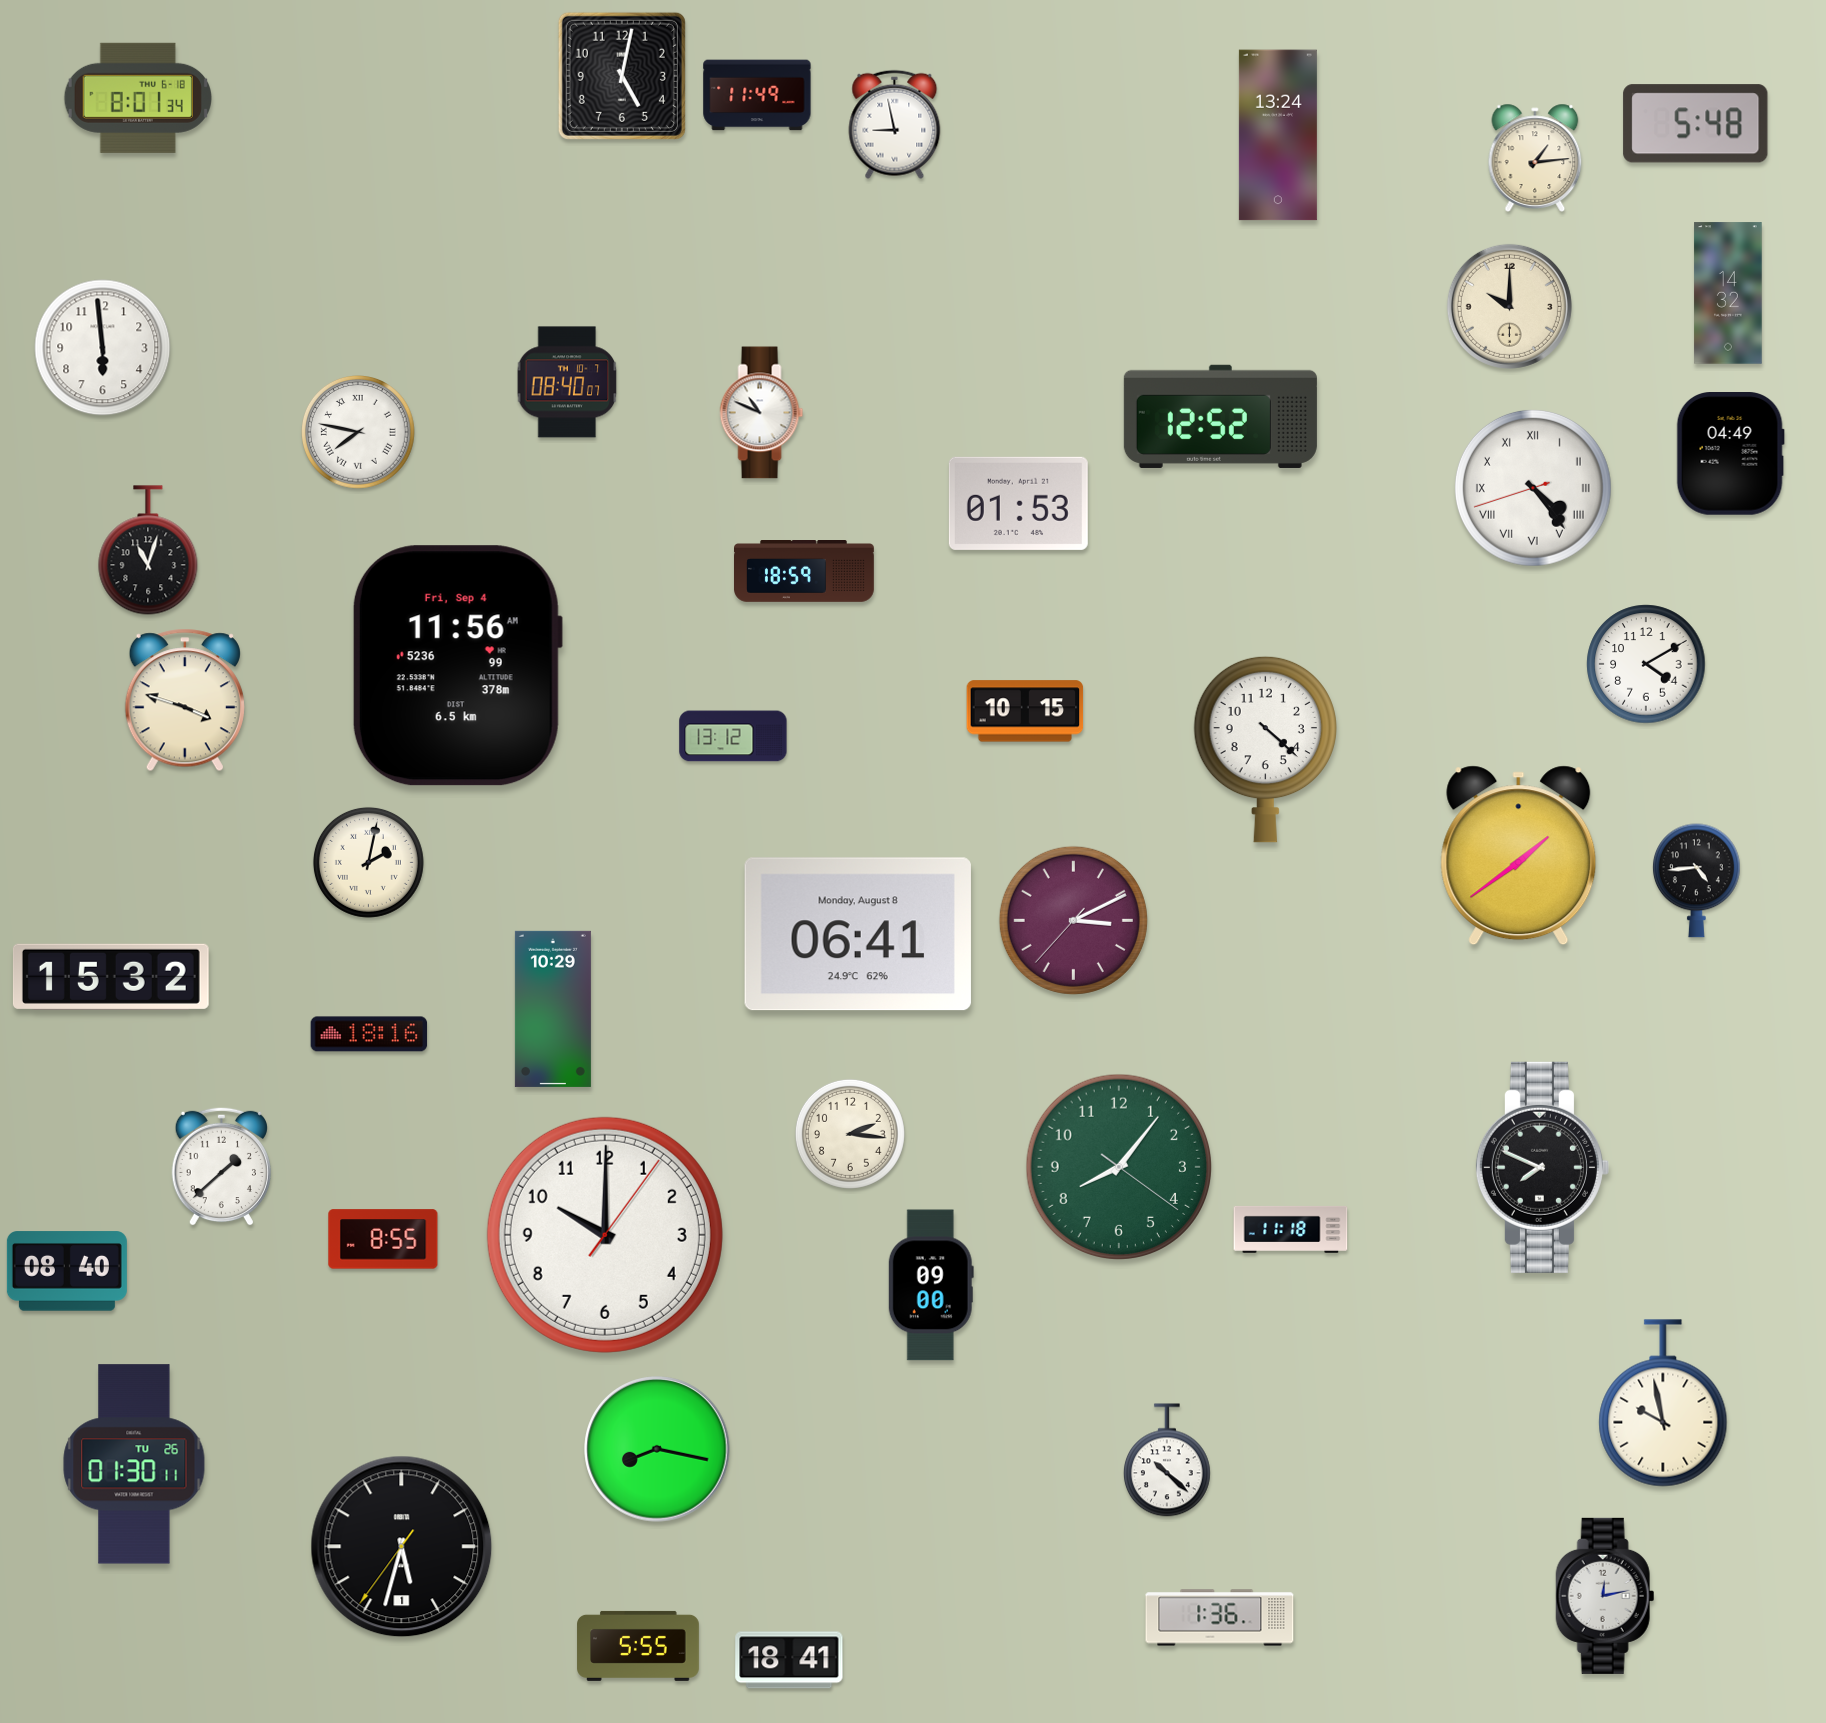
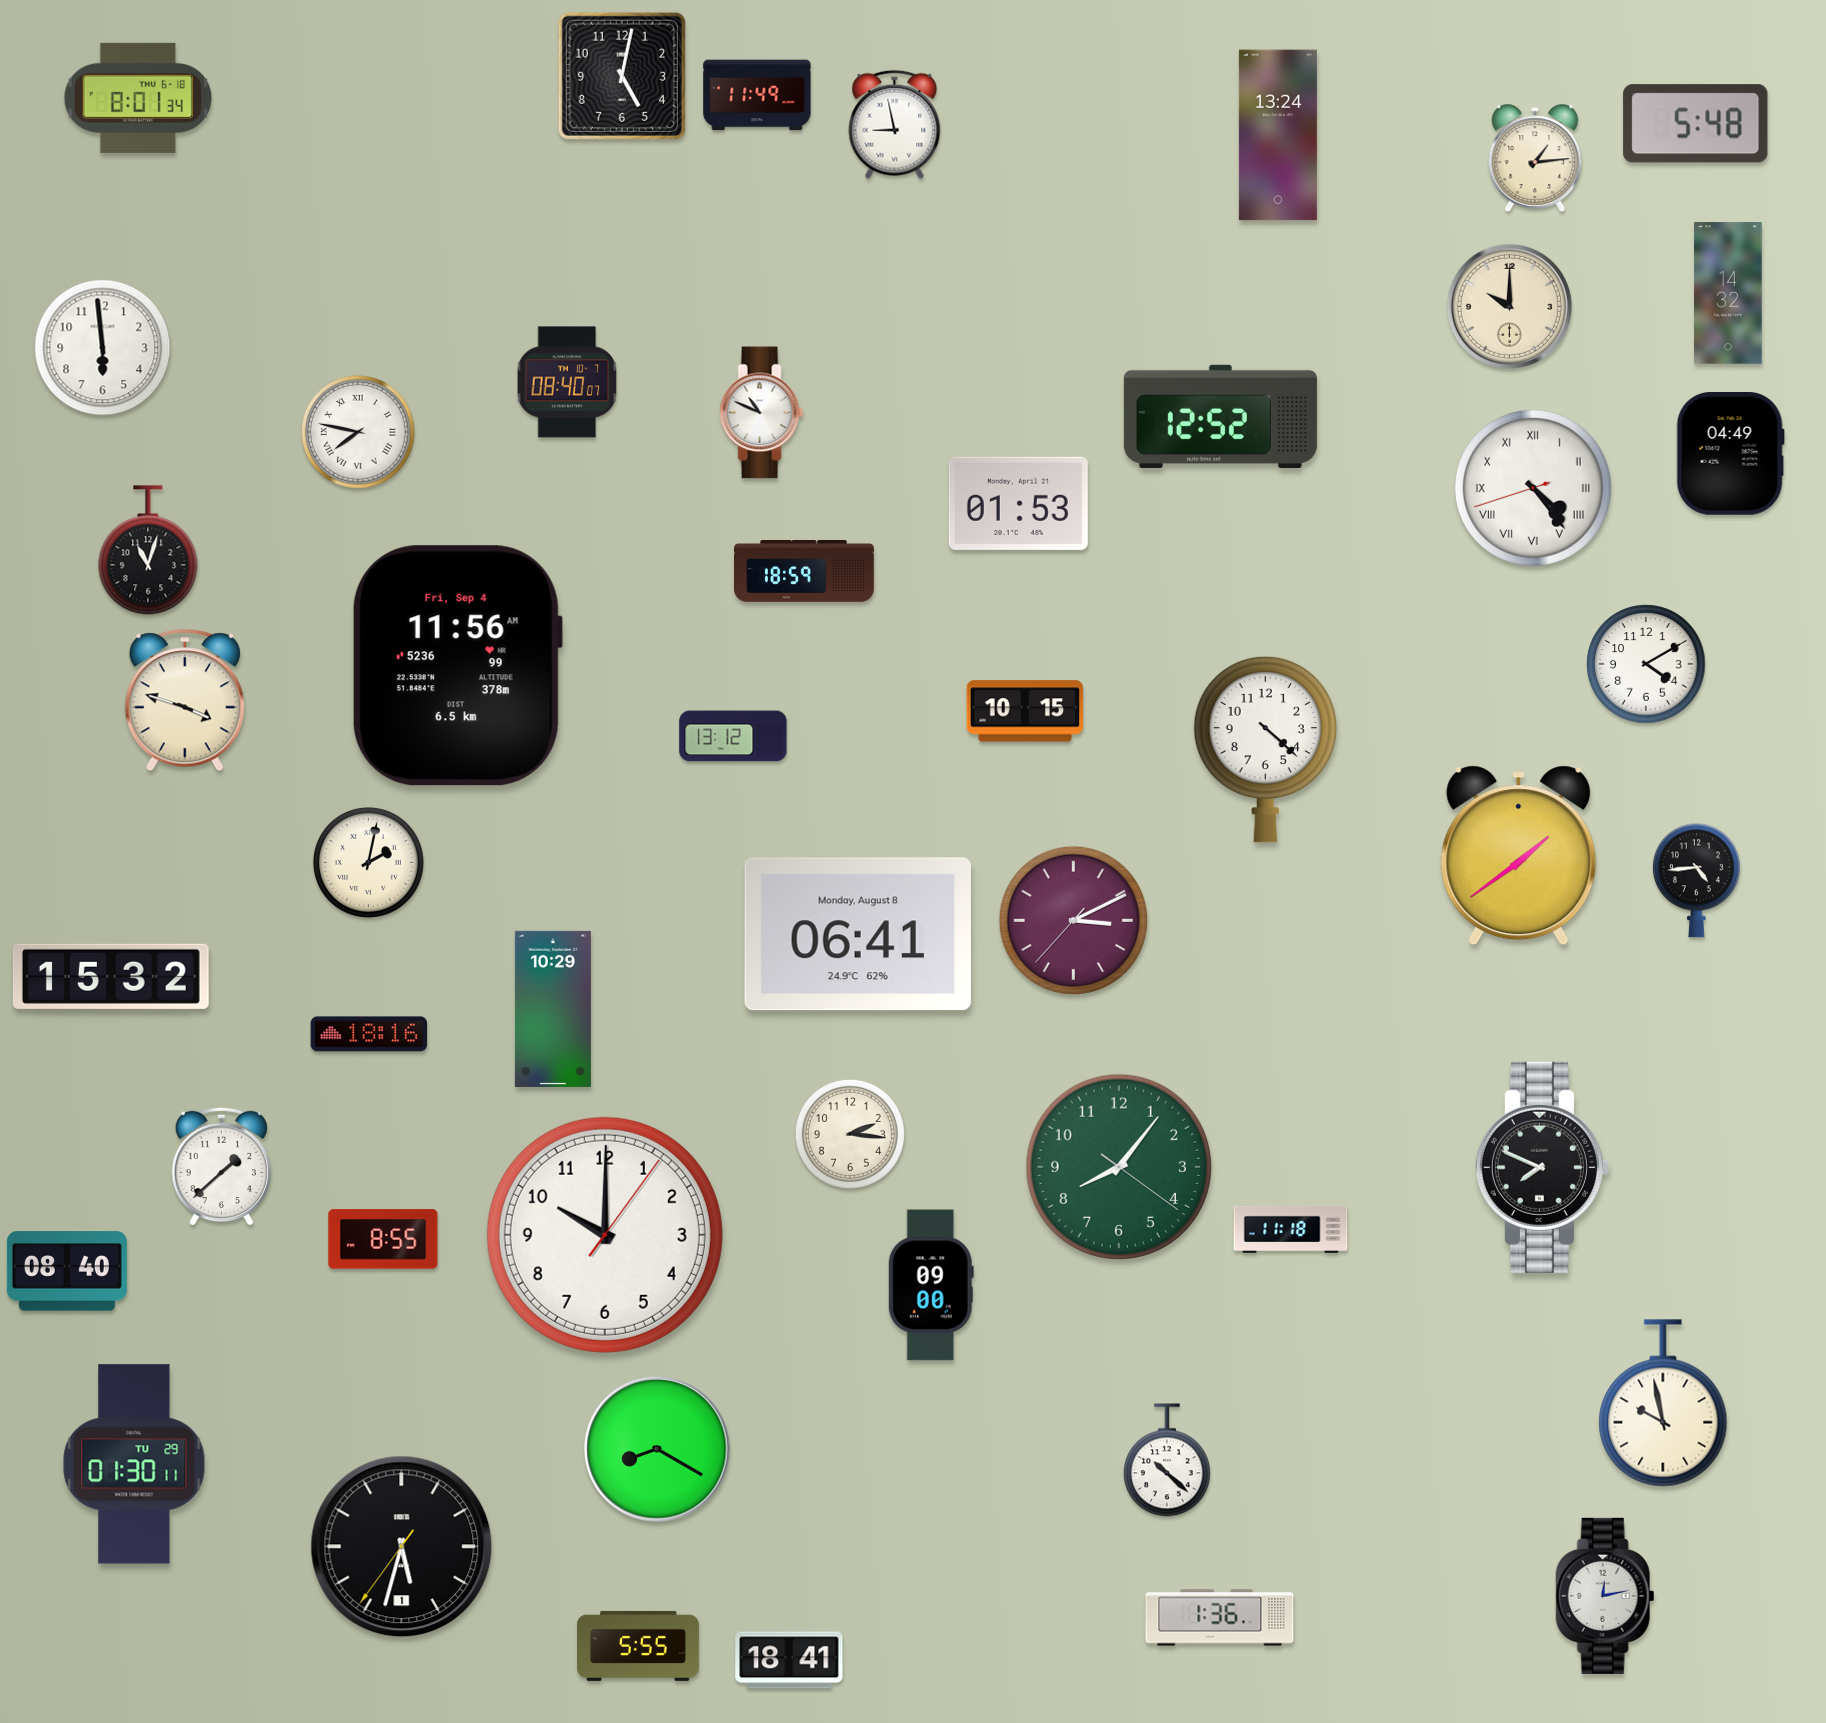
clock at (657, 1449): 8:17 -> 8:20
clock at (134, 1464) date: TU 26 -> TU 29
